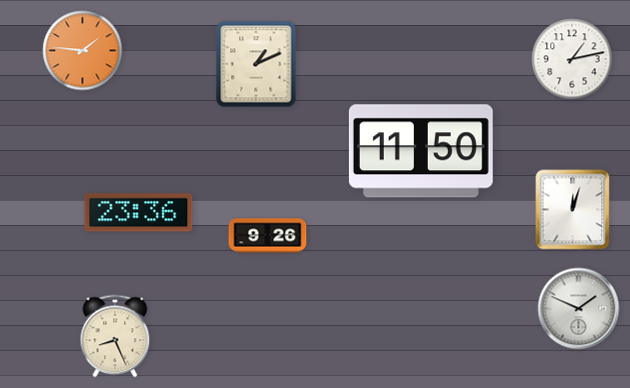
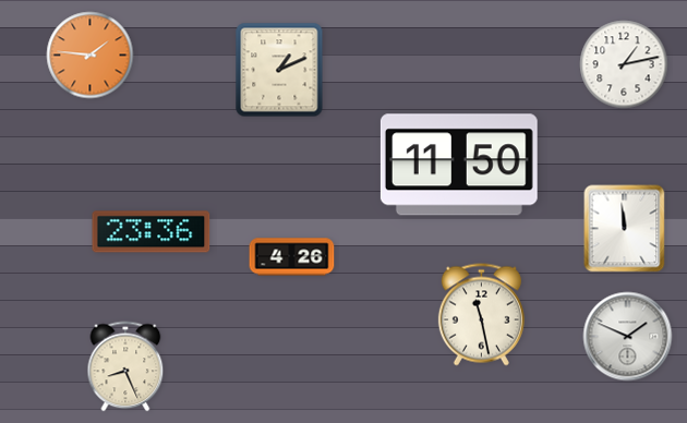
clock at (573, 210): 12:03 -> 11:59
clock at (268, 236): 9:26 -> 4:26
clock at (481, 315): none -> 11:28
clock at (579, 309) position: (579, 309) -> (628, 337)
